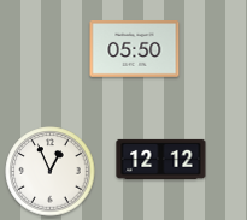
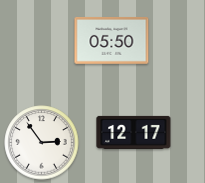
clock at (161, 159): 12:12 -> 12:17
clock at (51, 172): 12:56 -> 2:54
